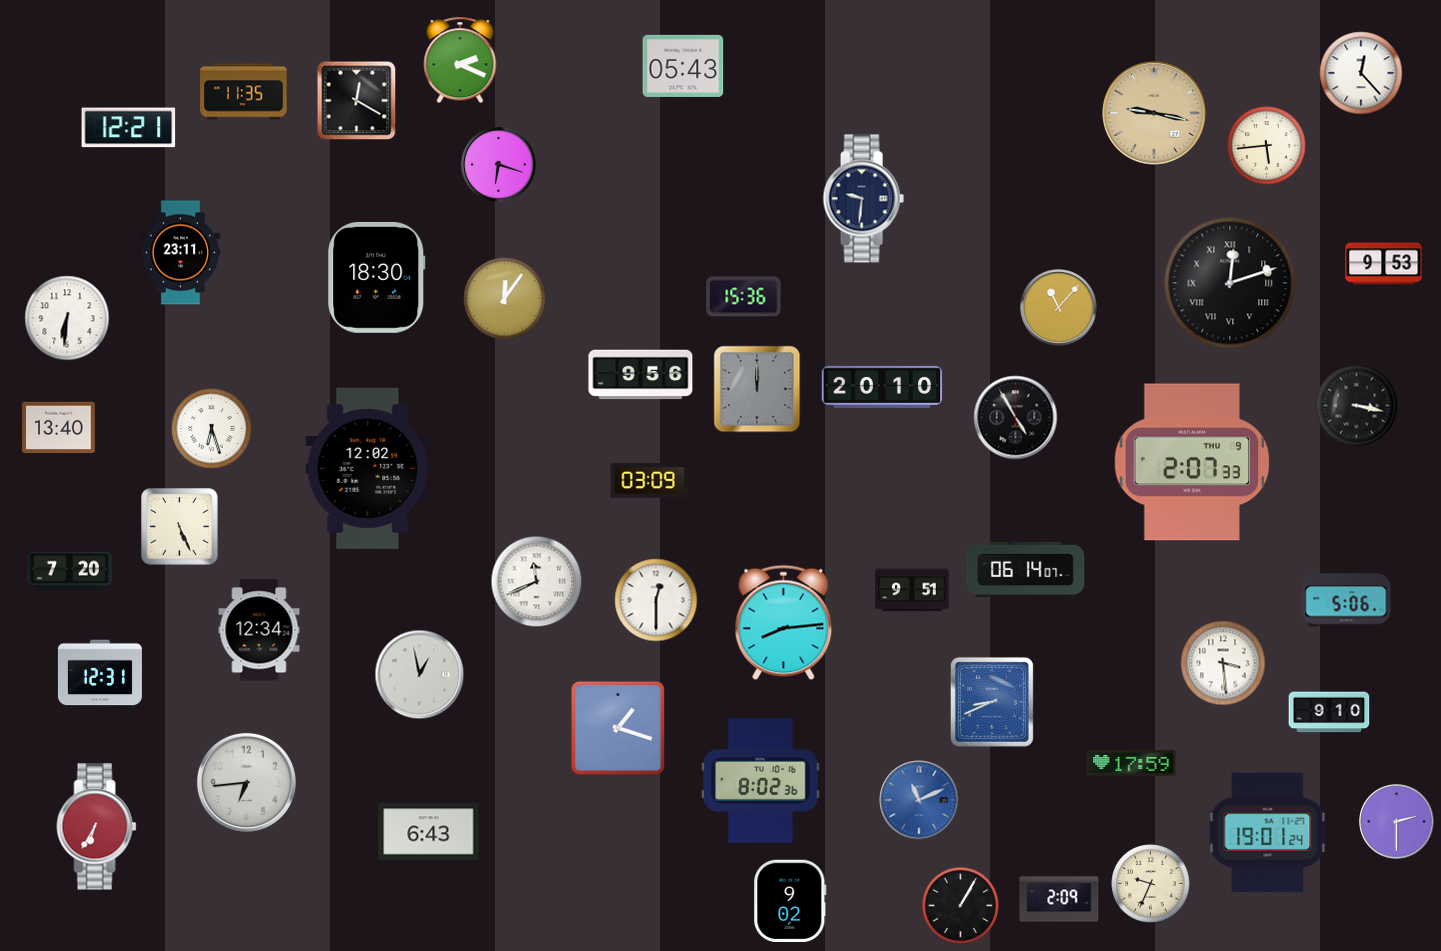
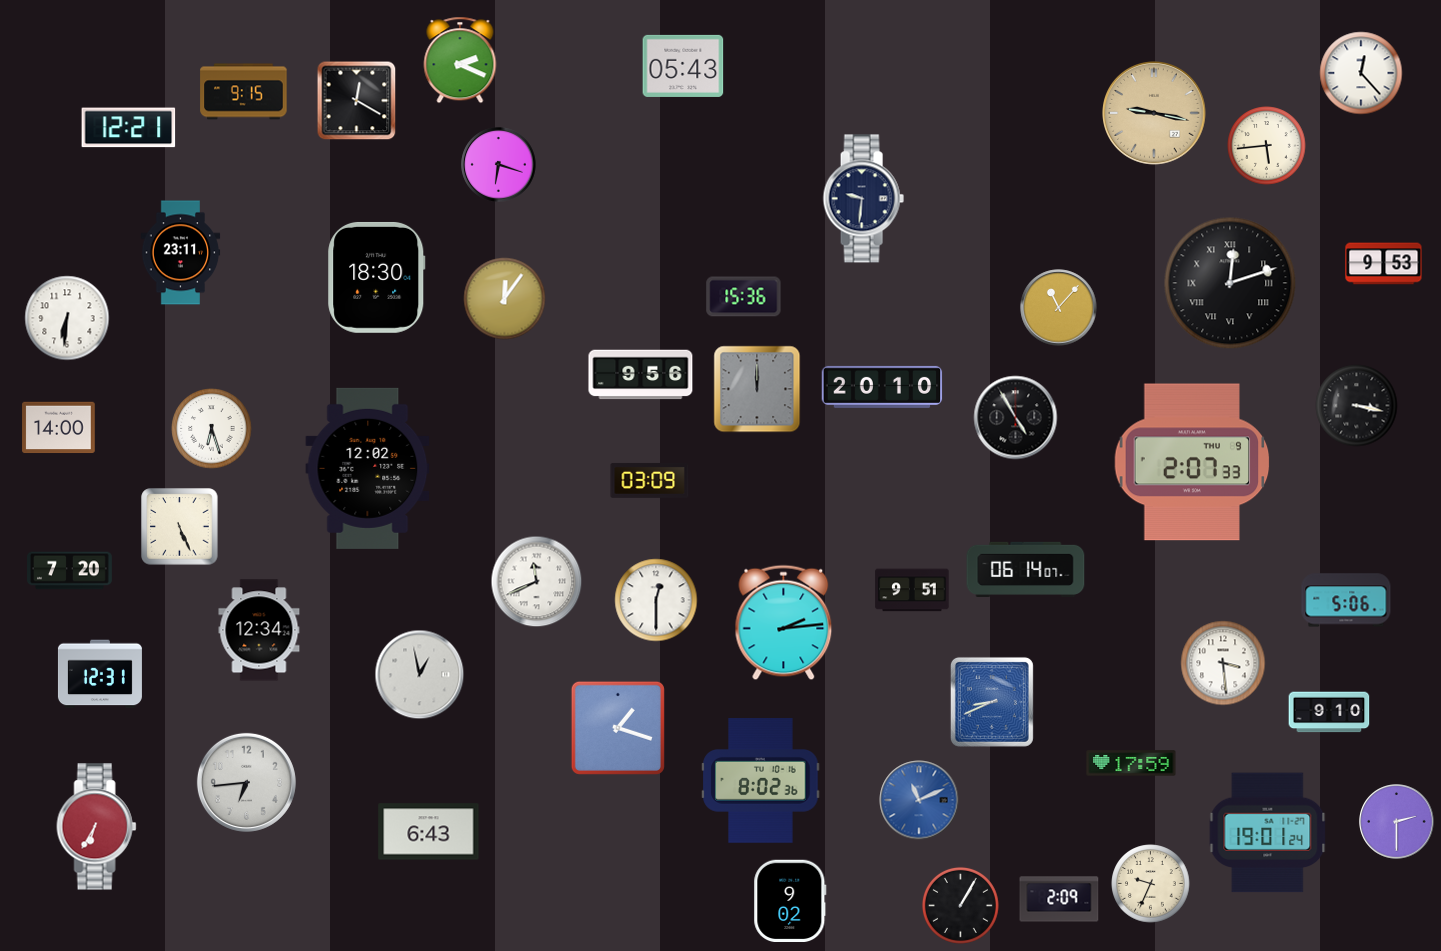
clock at (244, 92): 11:35 -> 9:15
clock at (59, 428): 13:40 -> 14:00
clock at (784, 623): 8:14 -> 2:14
